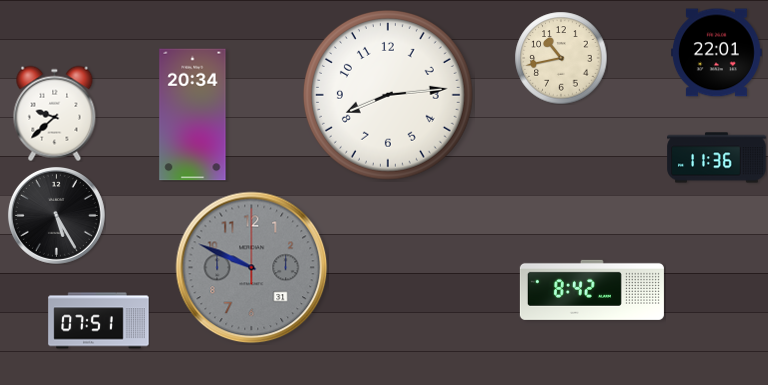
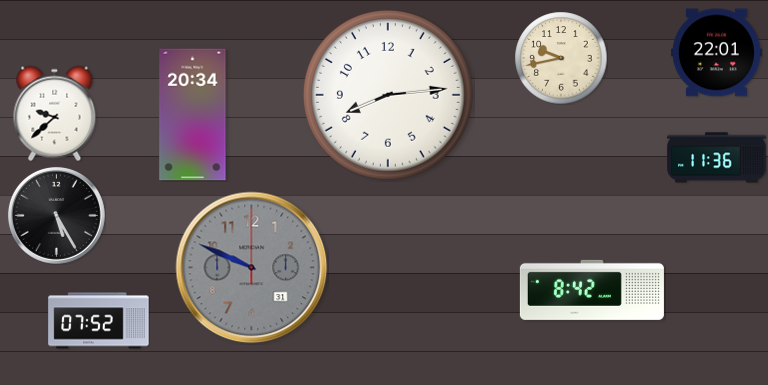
clock at (561, 58): 10:43 -> 9:43
clock at (99, 321): 07:51 -> 07:52
